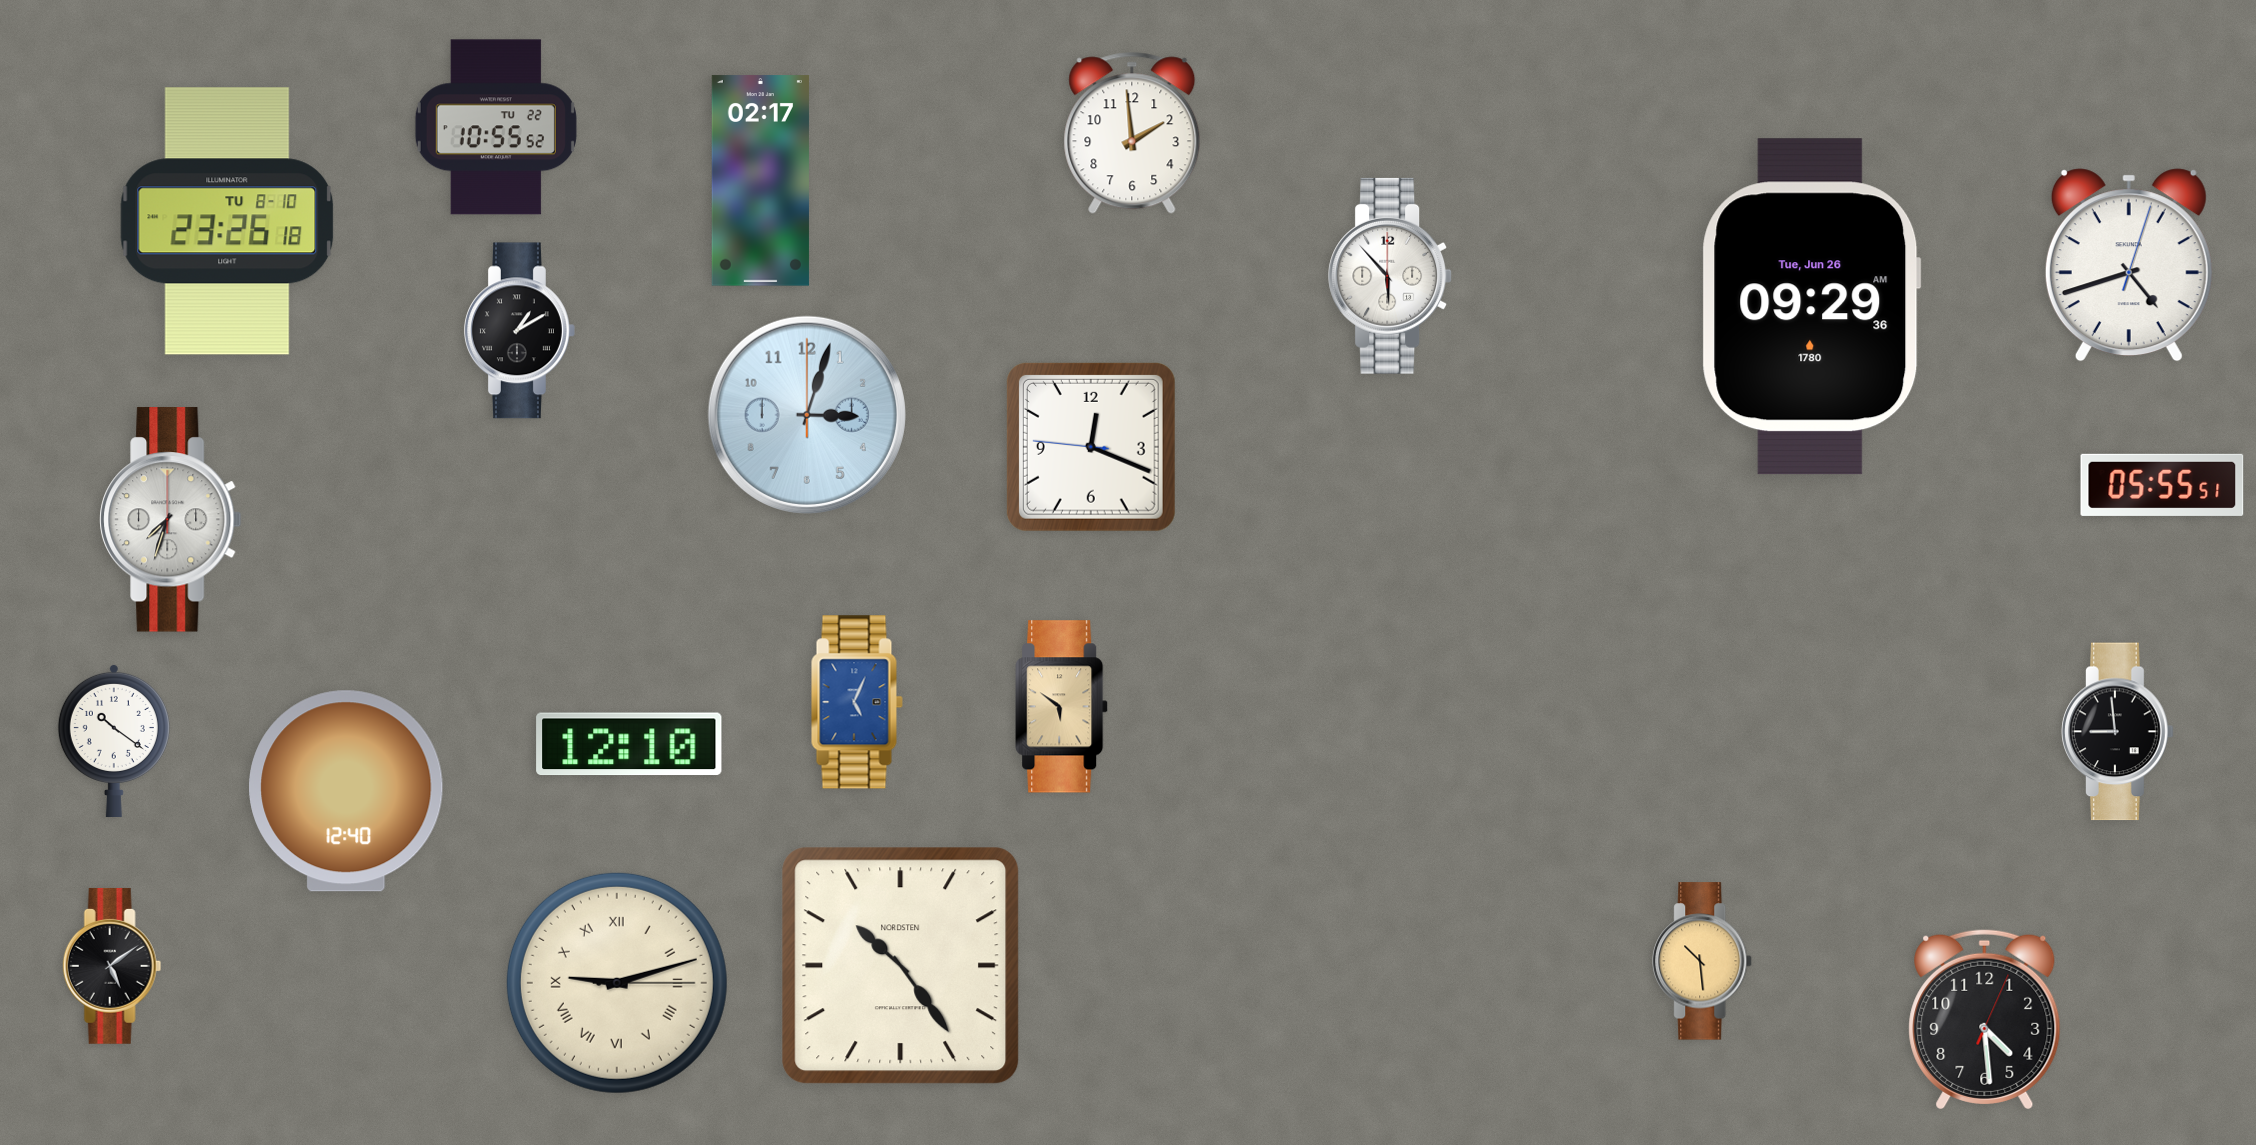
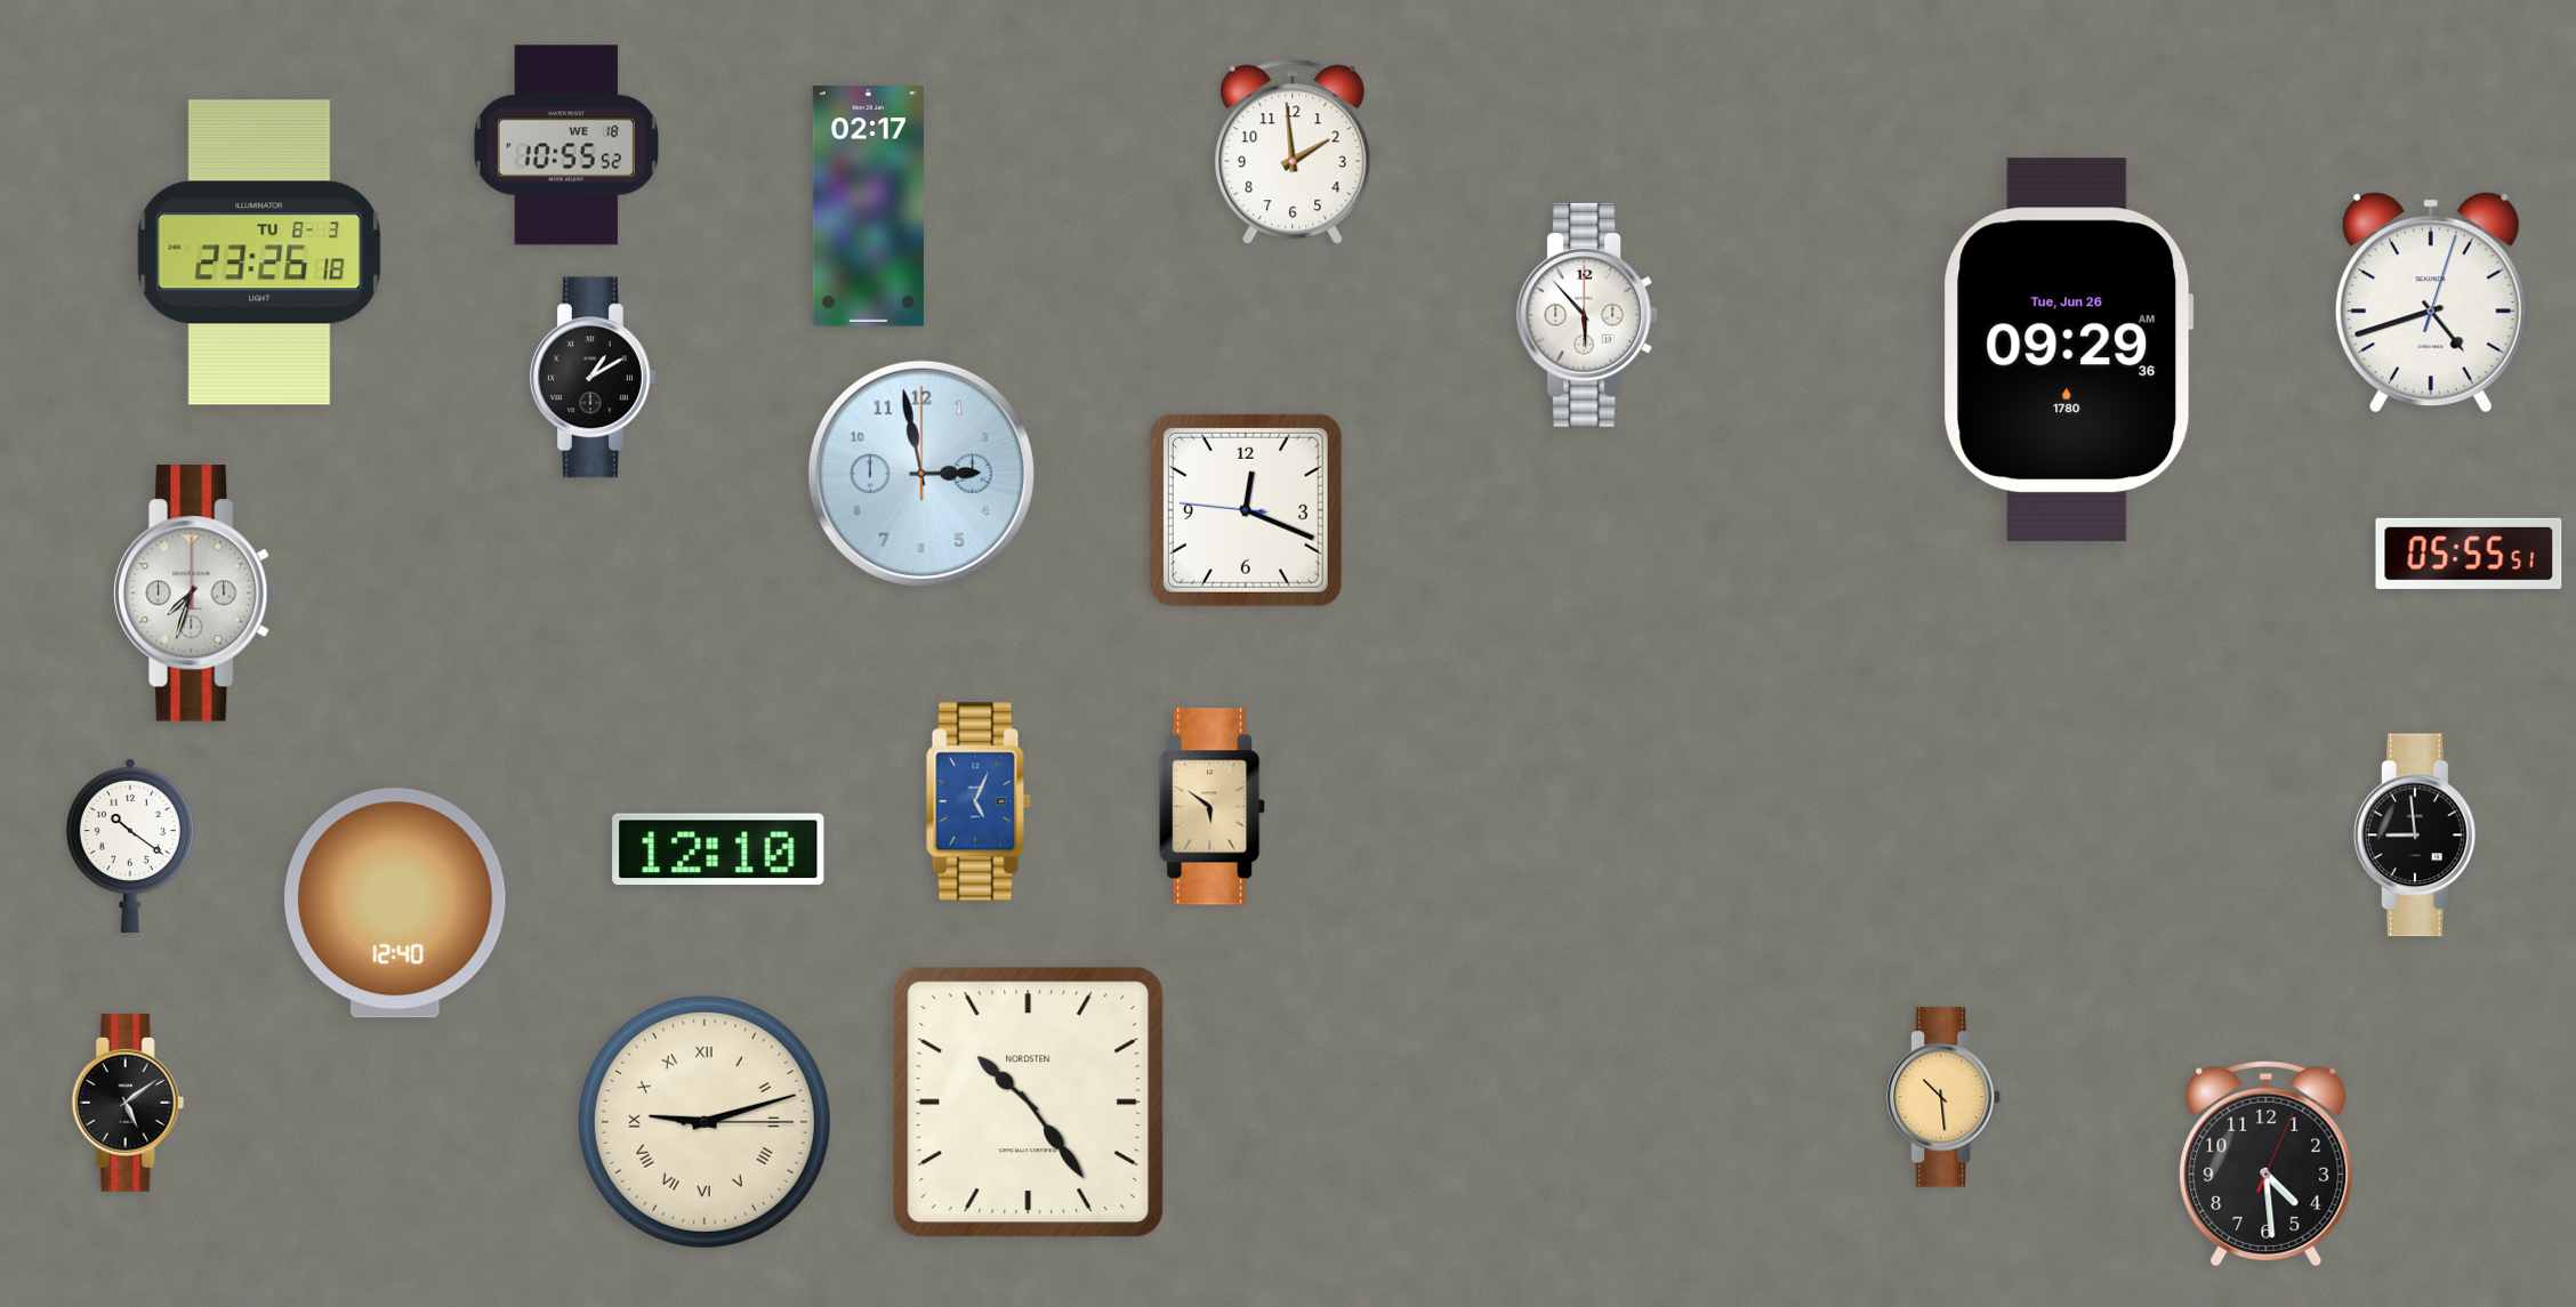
clock at (496, 127) date: TU 22 -> WE 18
clock at (227, 221) date: TU 8-10 -> TU 8-3
clock at (807, 415): 3:03 -> 2:58
